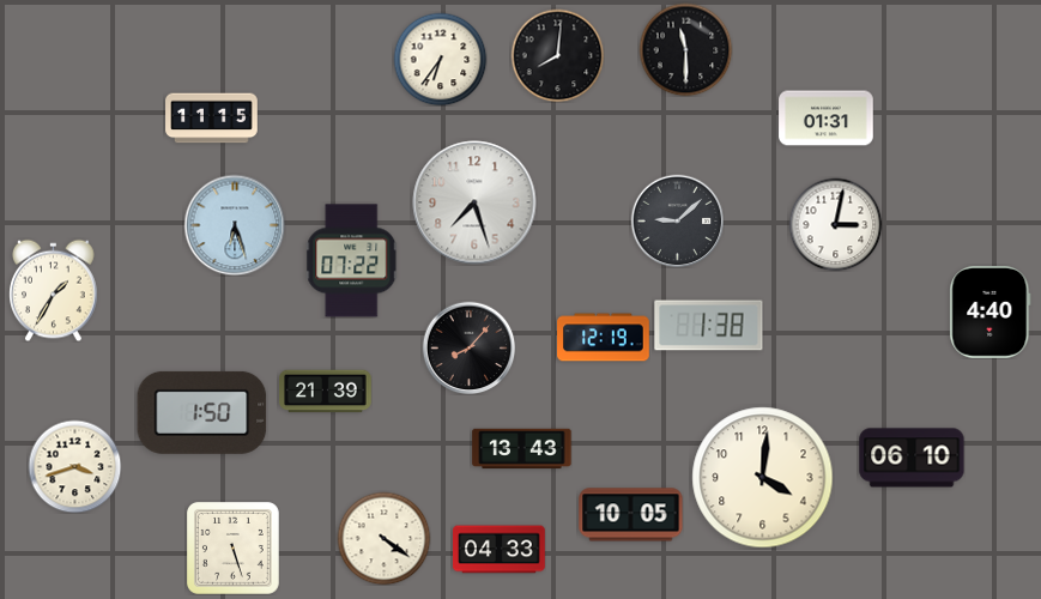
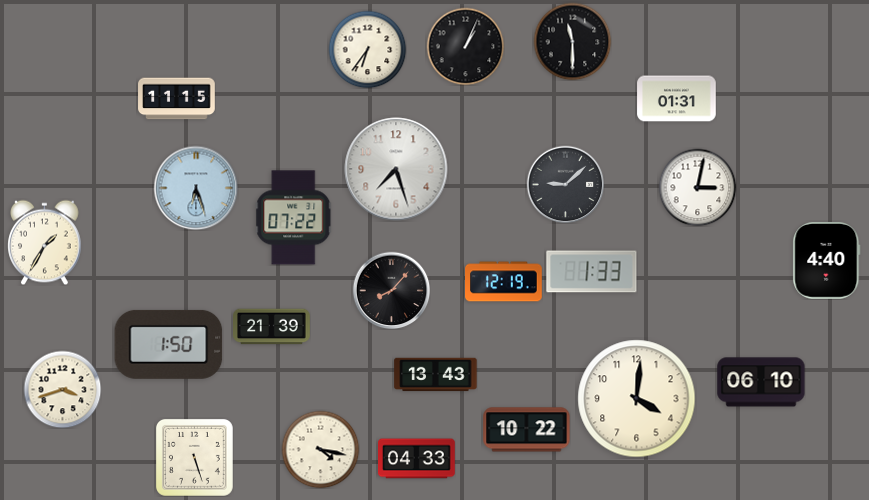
clock at (557, 55): 8:01 -> 1:04
clock at (827, 119) position: (827, 119) -> (677, 99)
clock at (709, 326): 1:38 -> 1:33
clock at (631, 515): 10:05 -> 10:22
clock at (383, 538): 4:21 -> 4:17
